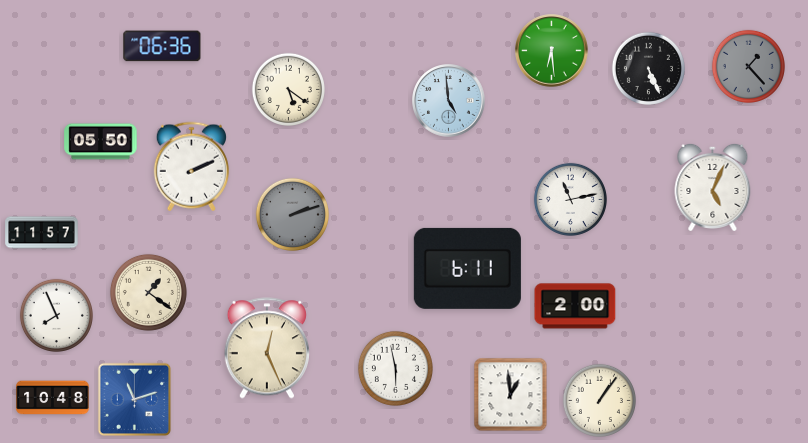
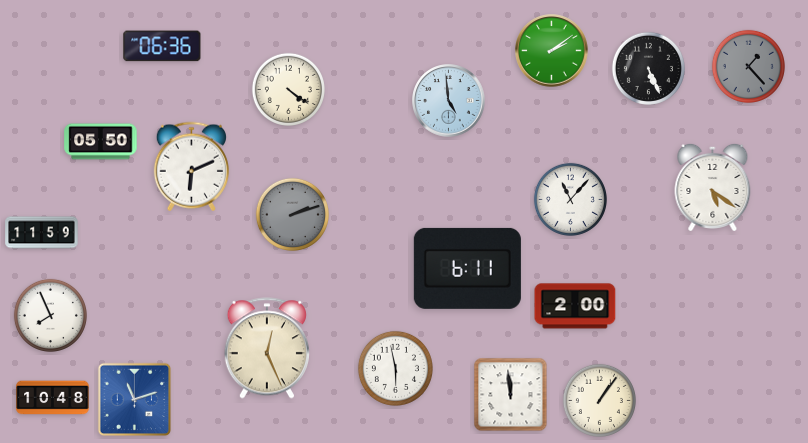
clock at (552, 51): 6:29 -> 2:09
clock at (288, 89): 5:21 -> 4:21
clock at (191, 167): 2:11 -> 6:11
clock at (713, 187): 5:04 -> 5:21
clock at (570, 199): 11:13 -> 11:07
clock at (42, 233): 11:57 -> 11:59
clock at (148, 292): 1:21 -> none
clock at (56, 315) position: (56, 315) -> (50, 315)
clock at (511, 395): 12:59 -> 11:59
